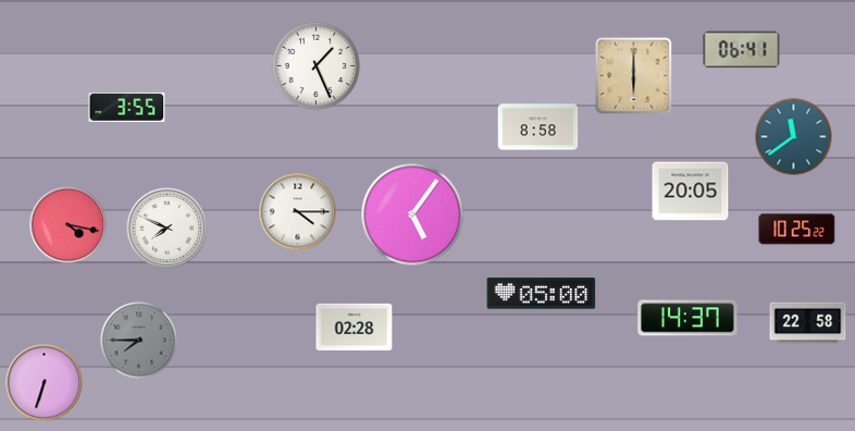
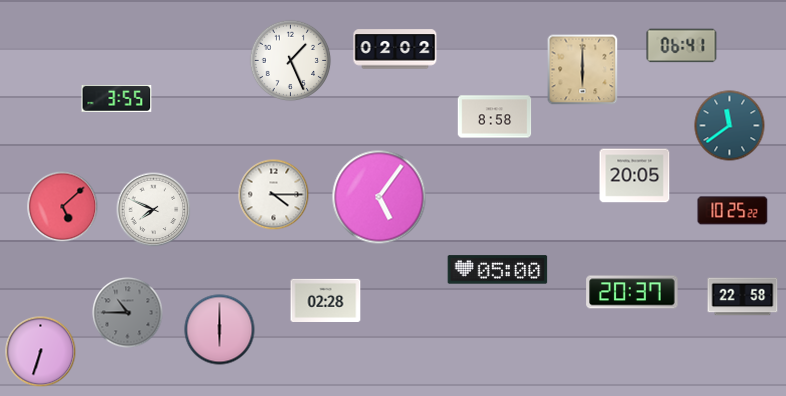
clock at (395, 49): none -> 02:02
clock at (69, 225): 4:17 -> 5:08
clock at (687, 318): 14:37 -> 20:37
clock at (139, 341): 7:45 -> 10:45
clock at (220, 330): none -> 6:00
